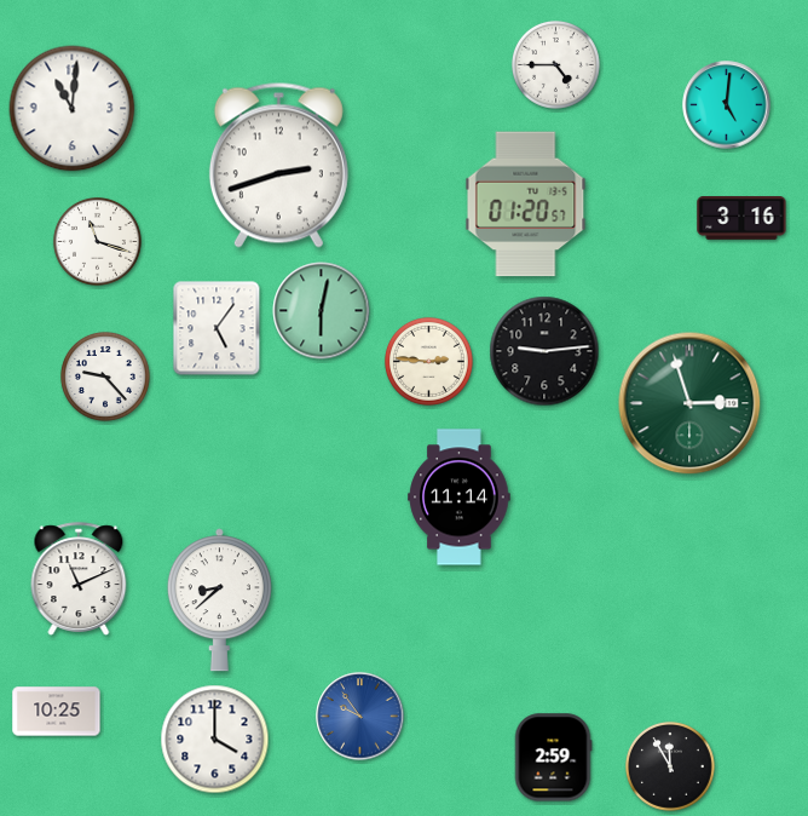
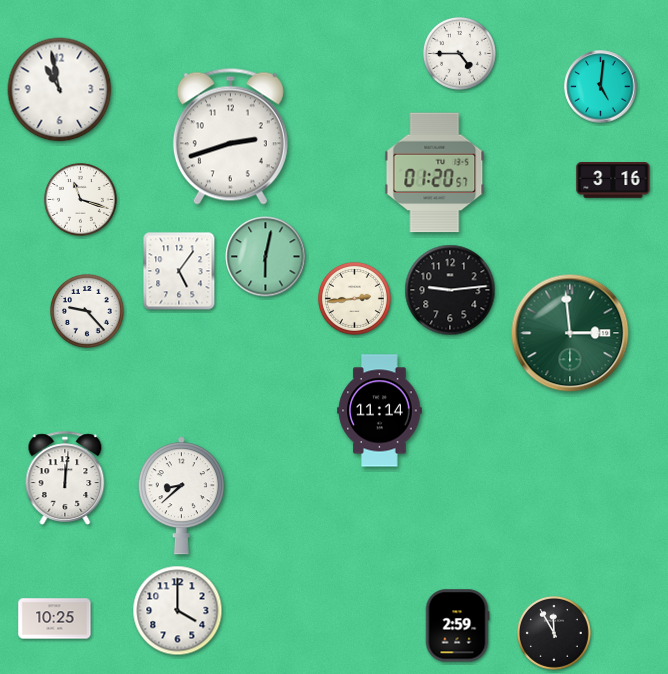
clock at (73, 109): 11:01 -> 10:58
clock at (526, 205) position: (526, 205) -> (435, 173)
clock at (428, 361): 2:46 -> 2:44
clock at (689, 403): 2:57 -> 2:59
clock at (79, 579): 11:11 -> 12:01
clock at (57, 712) position: (57, 712) -> (55, 619)
clock at (360, 717): 9:54 -> none
